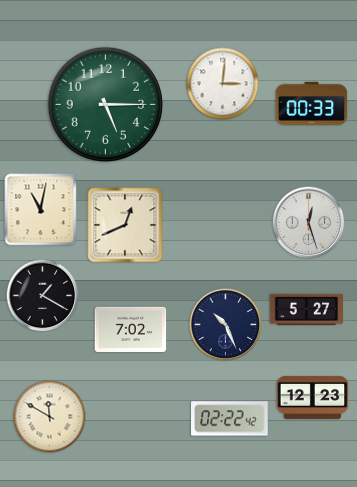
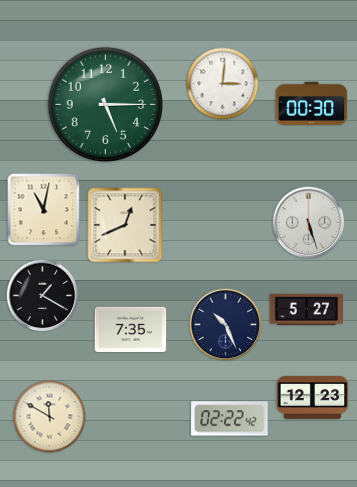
clock at (312, 103): 00:33 -> 00:30
clock at (41, 210) position: (41, 210) -> (44, 210)
clock at (309, 223): 12:27 -> 5:27
clock at (131, 329): 7:02 -> 7:35
